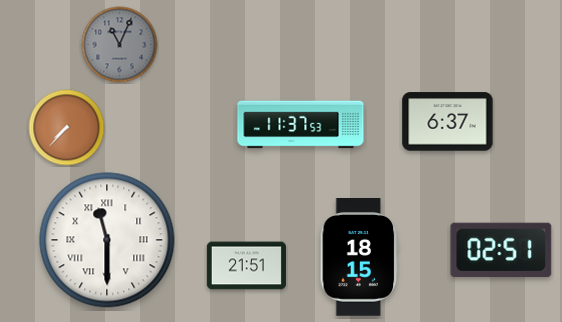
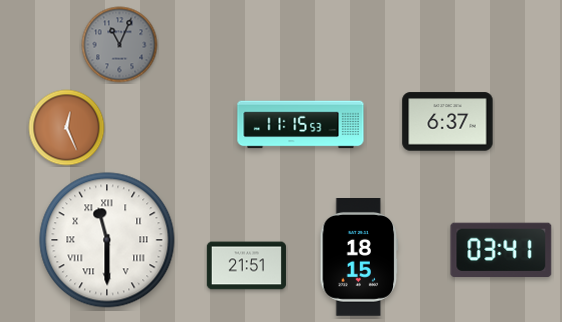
clock at (301, 125): 11:37 -> 11:15
clock at (67, 128): 7:37 -> 12:26
clock at (501, 250): 02:51 -> 03:41
